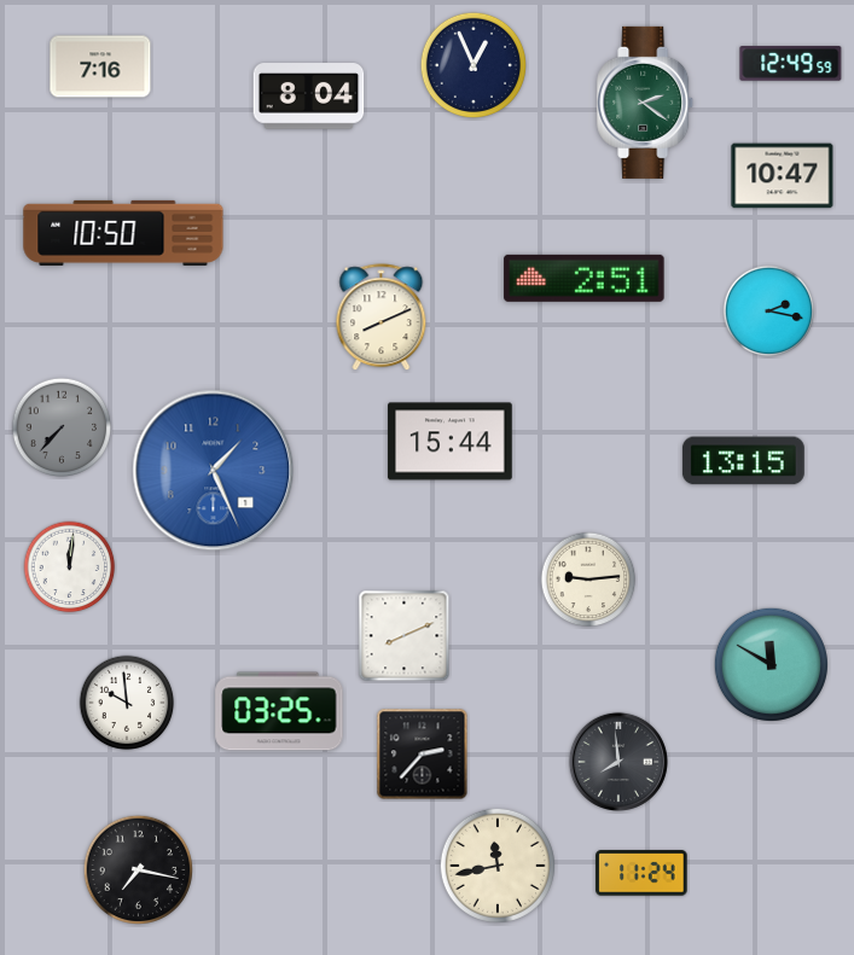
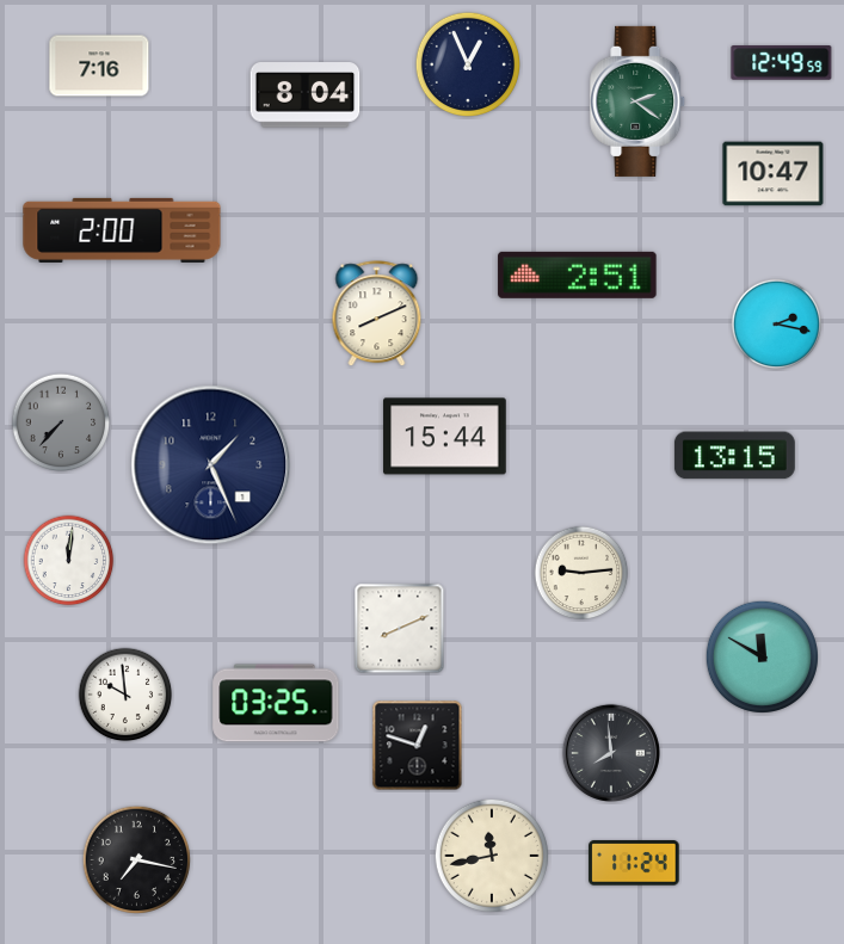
clock at (123, 233): 10:50 -> 2:00
clock at (769, 311) position: (769, 311) -> (777, 325)
clock at (214, 471) dial: blue -> navy
clock at (423, 755): 2:37 -> 12:48
